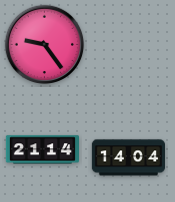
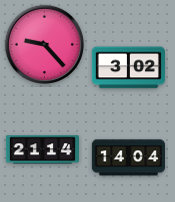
clock at (45, 45): 9:24 -> 9:23
clock at (128, 68): none -> 3:02
